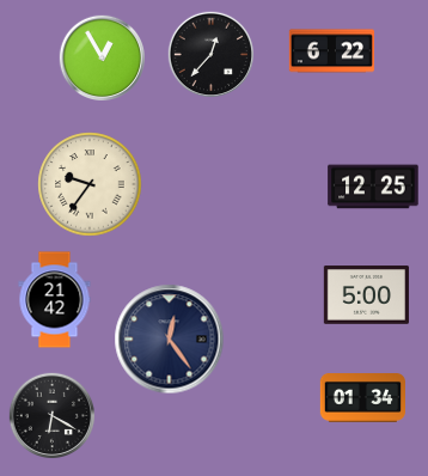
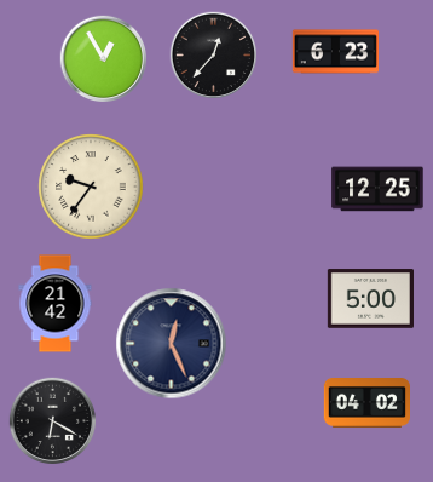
clock at (331, 51): 6:22 -> 6:23
clock at (170, 340): 12:24 -> 12:26
clock at (362, 398): 01:34 -> 04:02
